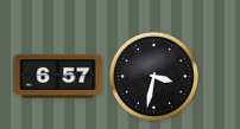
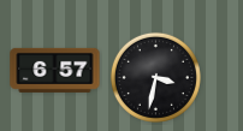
clock at (58, 76) position: (58, 76) -> (55, 70)
